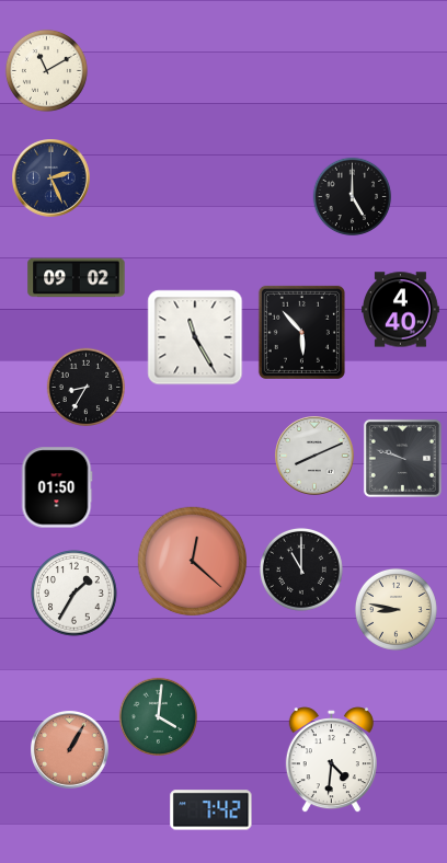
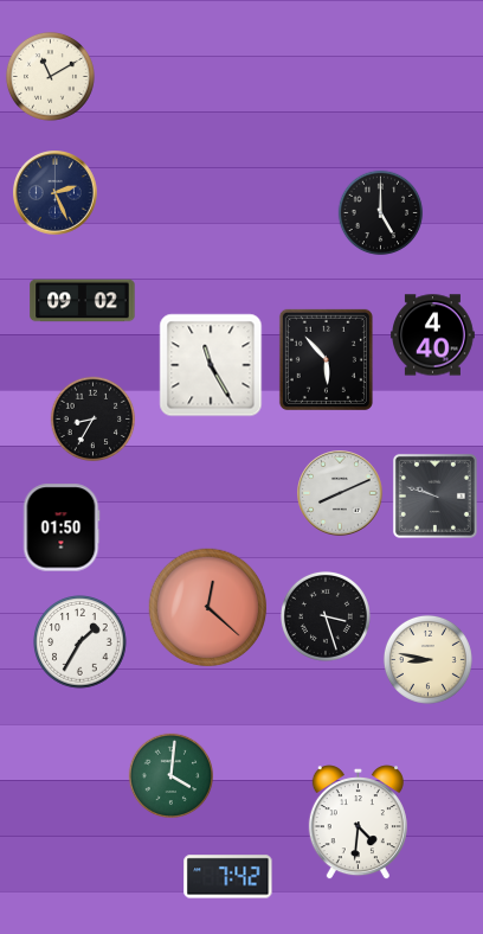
clock at (301, 569): 11:00 -> 3:27
clock at (70, 750): 1:05 -> none
